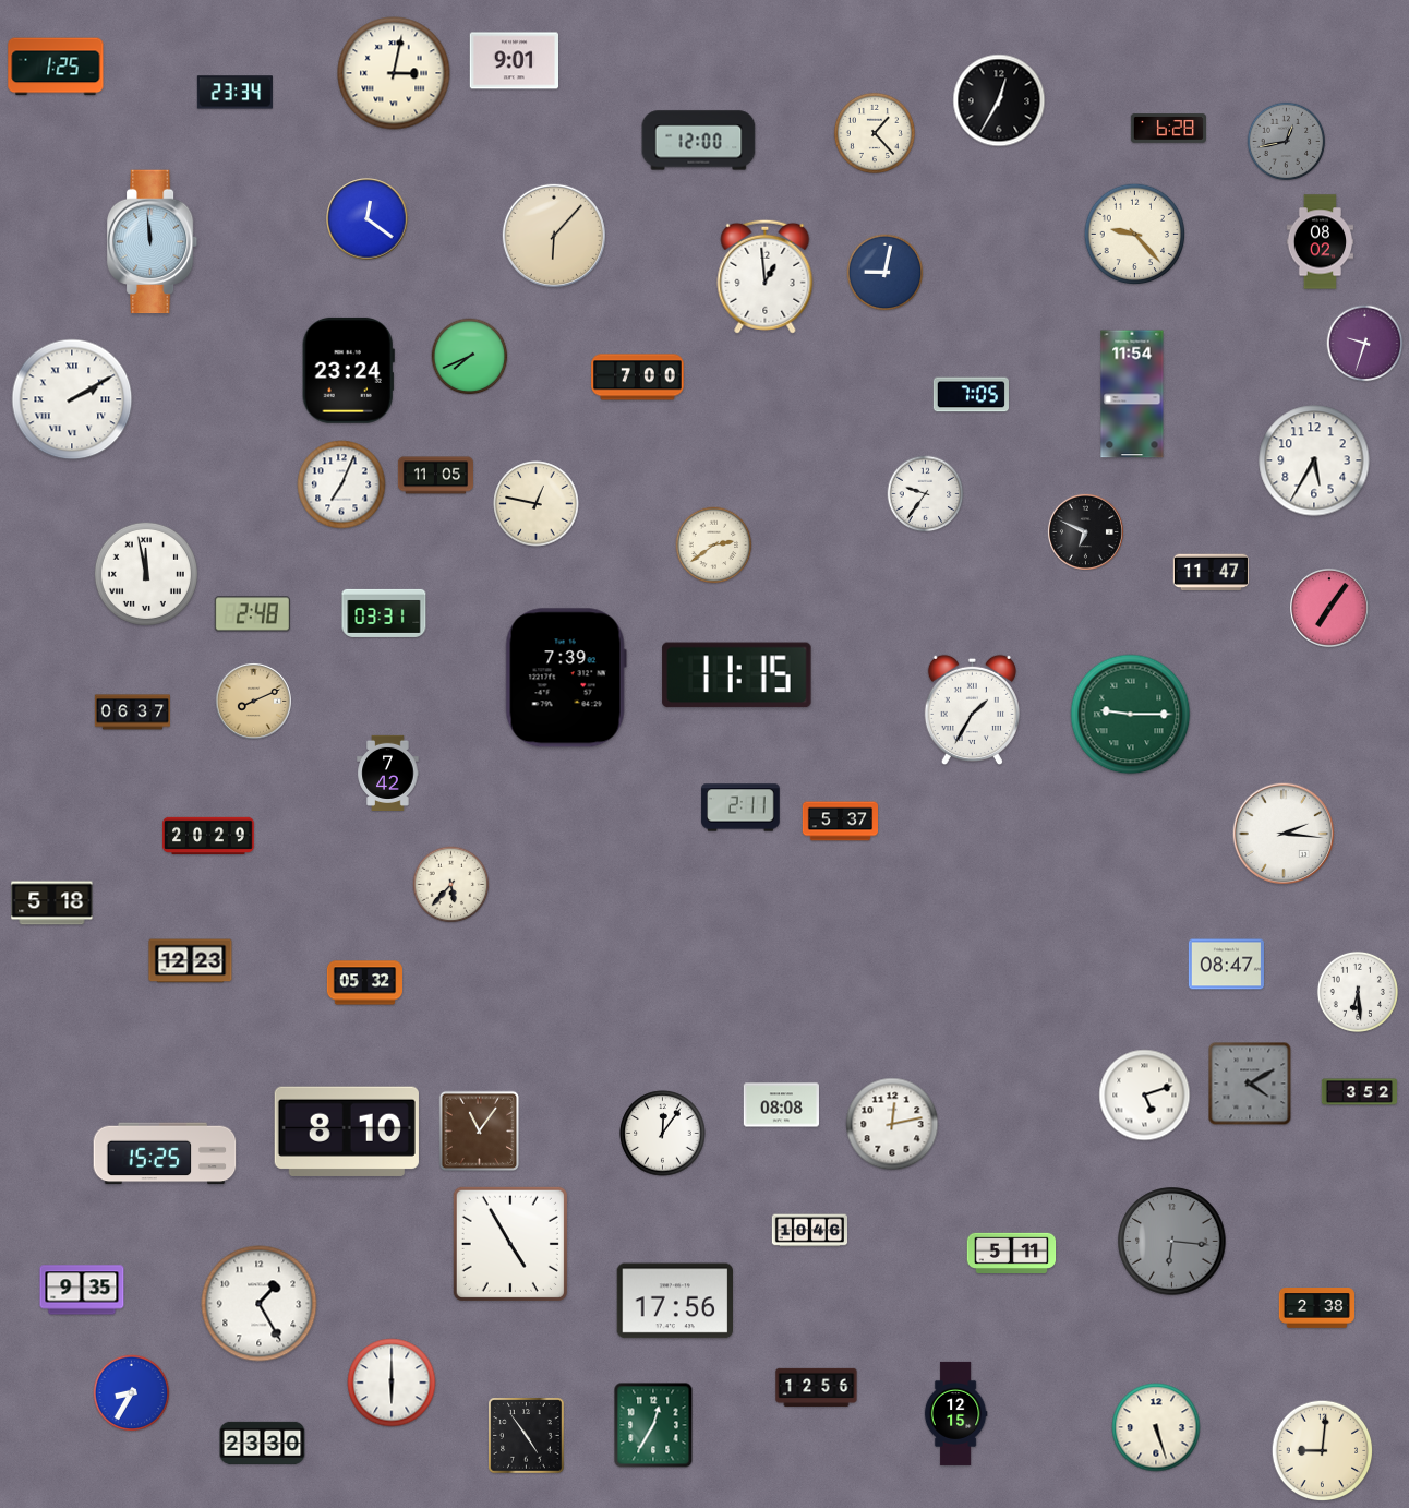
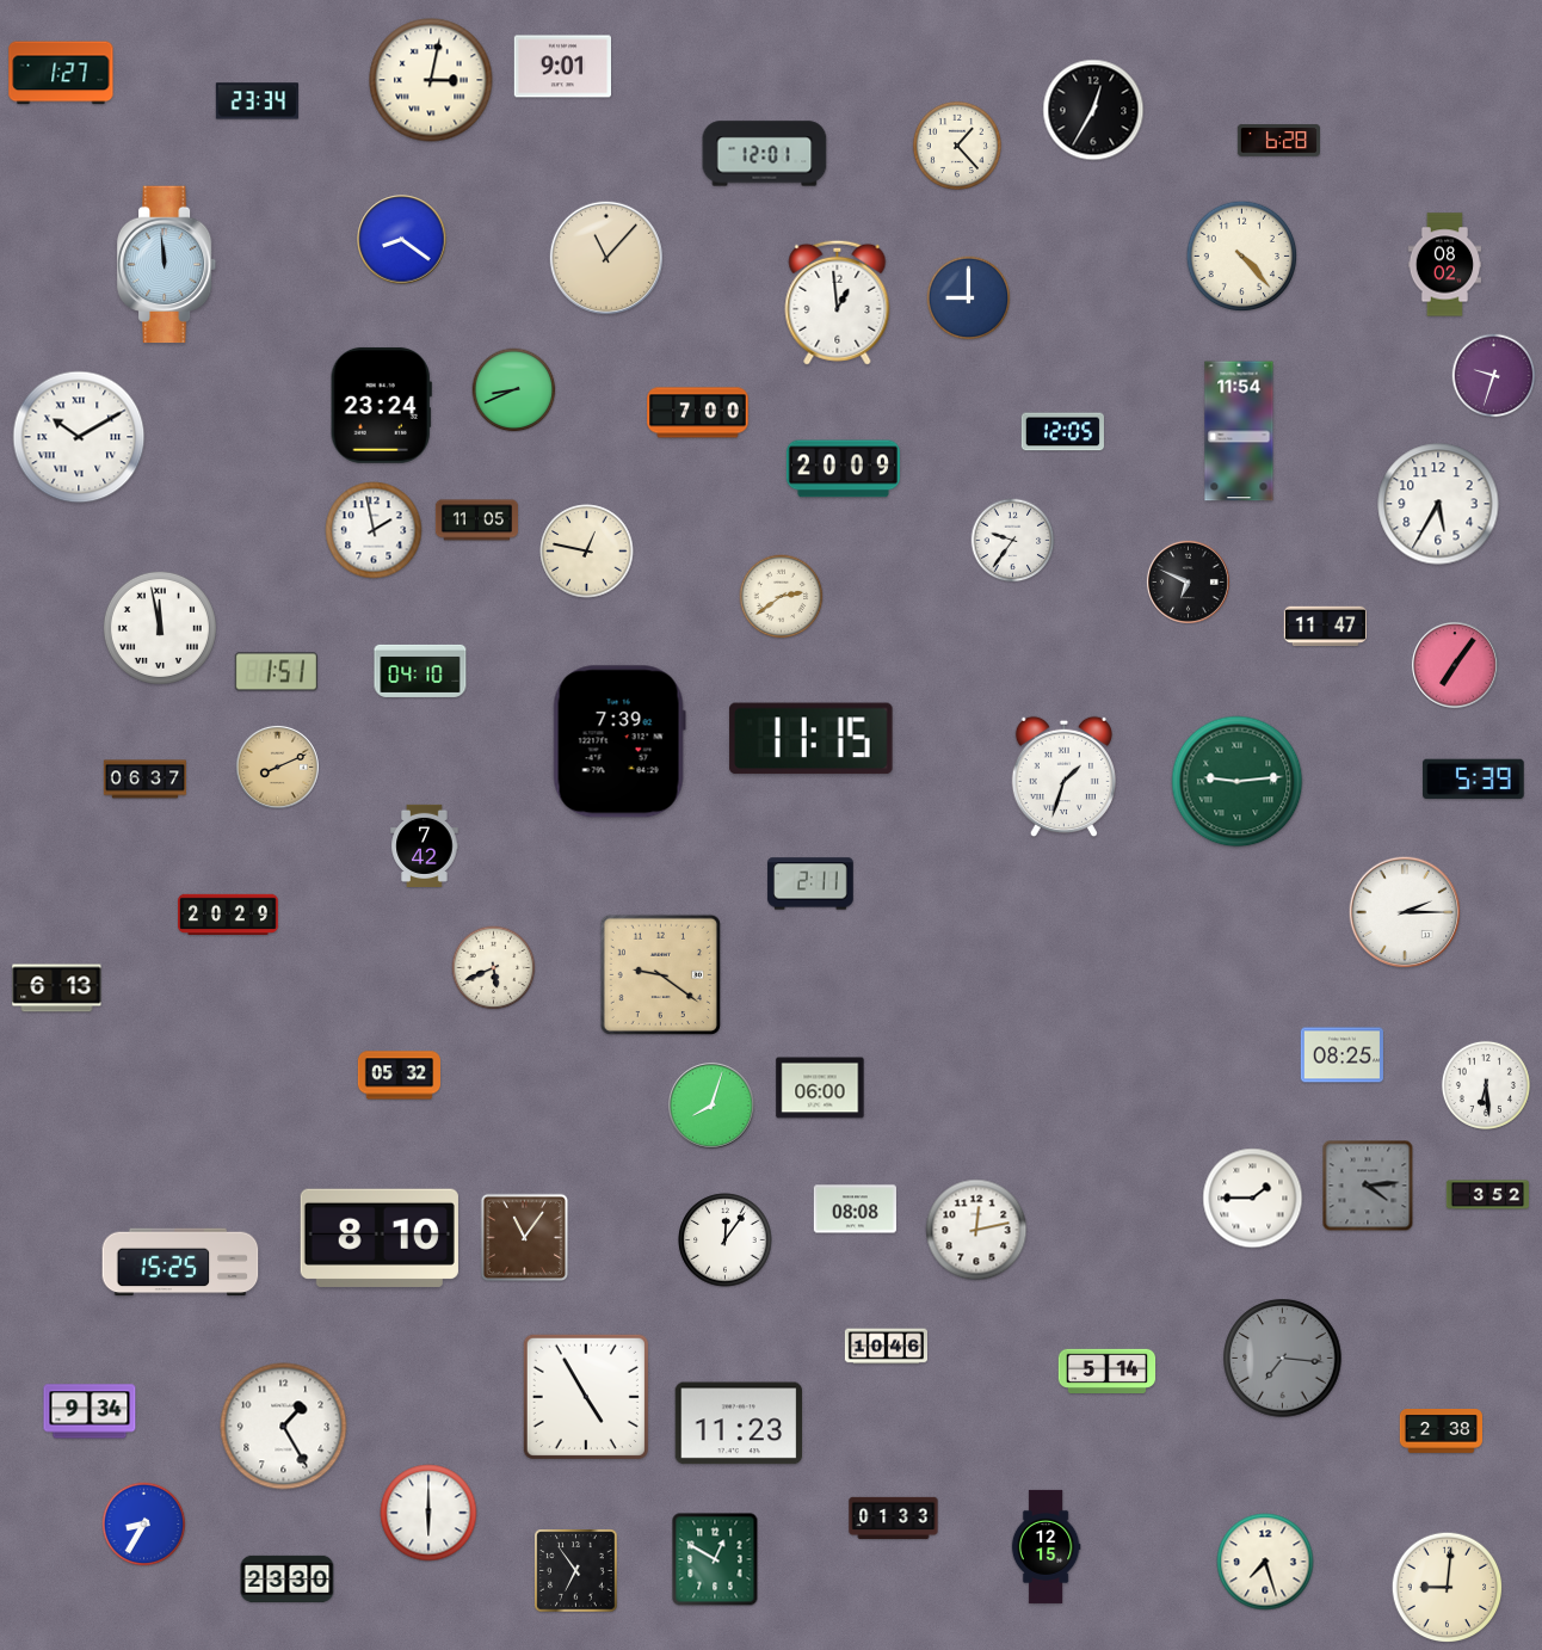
clock at (56, 67): 1:25 -> 1:27
clock at (699, 141): 12:00 -> 12:01
clock at (1287, 142): 12:43 -> none
clock at (368, 219): 12:21 -> 8:21
clock at (1135, 235): 9:23 -> 4:23
clock at (554, 236): 6:07 -> 11:07
clock at (886, 273): 9:02 -> 9:00
clock at (470, 357): 7:41 -> 8:41
clock at (971, 395): 7:05 -> 12:05
clock at (72, 399): 2:10 -> 10:10
clock at (843, 469): none -> 20:09
clock at (341, 484): 7:04 -> 1:58
clock at (384, 613): 03:31 -> 04:10
clock at (252, 614): 2:48 -> 1:51
clock at (737, 675) position: (737, 675) -> (812, 739)
clock at (972, 709): 1:35 -> 1:33
clock at (1474, 780): none -> 5:39
clock at (1131, 715): 9:15 -> 9:14
clock at (840, 822): 5:37 -> none
clock at (1284, 834): 2:16 -> 2:15
clock at (451, 885): 5:37 -> 5:41
clock at (660, 974): none -> 9:21
clock at (52, 903): 5:18 -> 6:13
clock at (191, 961): 12:23 -> none
clock at (1226, 965): 08:47 -> 08:25
clock at (820, 1088): none -> 06:00
clock at (711, 1106): none -> 8:03
clock at (1250, 1084): 4:10 -> 4:14
clock at (1145, 1096): 5:12 -> 1:45
clock at (1172, 1242): 6:16 -> 7:16
clock at (510, 1244) position: (510, 1244) -> (586, 1397)
clock at (1012, 1253): 5:11 -> 5:14
clock at (82, 1290): 9:35 -> 9:34
clock at (674, 1301): 17:56 -> 11:23
clock at (817, 1387): 12:56 -> 01:33
clock at (653, 1425): 12:35 -> 12:50
clock at (1156, 1427): 5:27 -> 7:27
clock at (527, 1436): 4:54 -> 6:54
